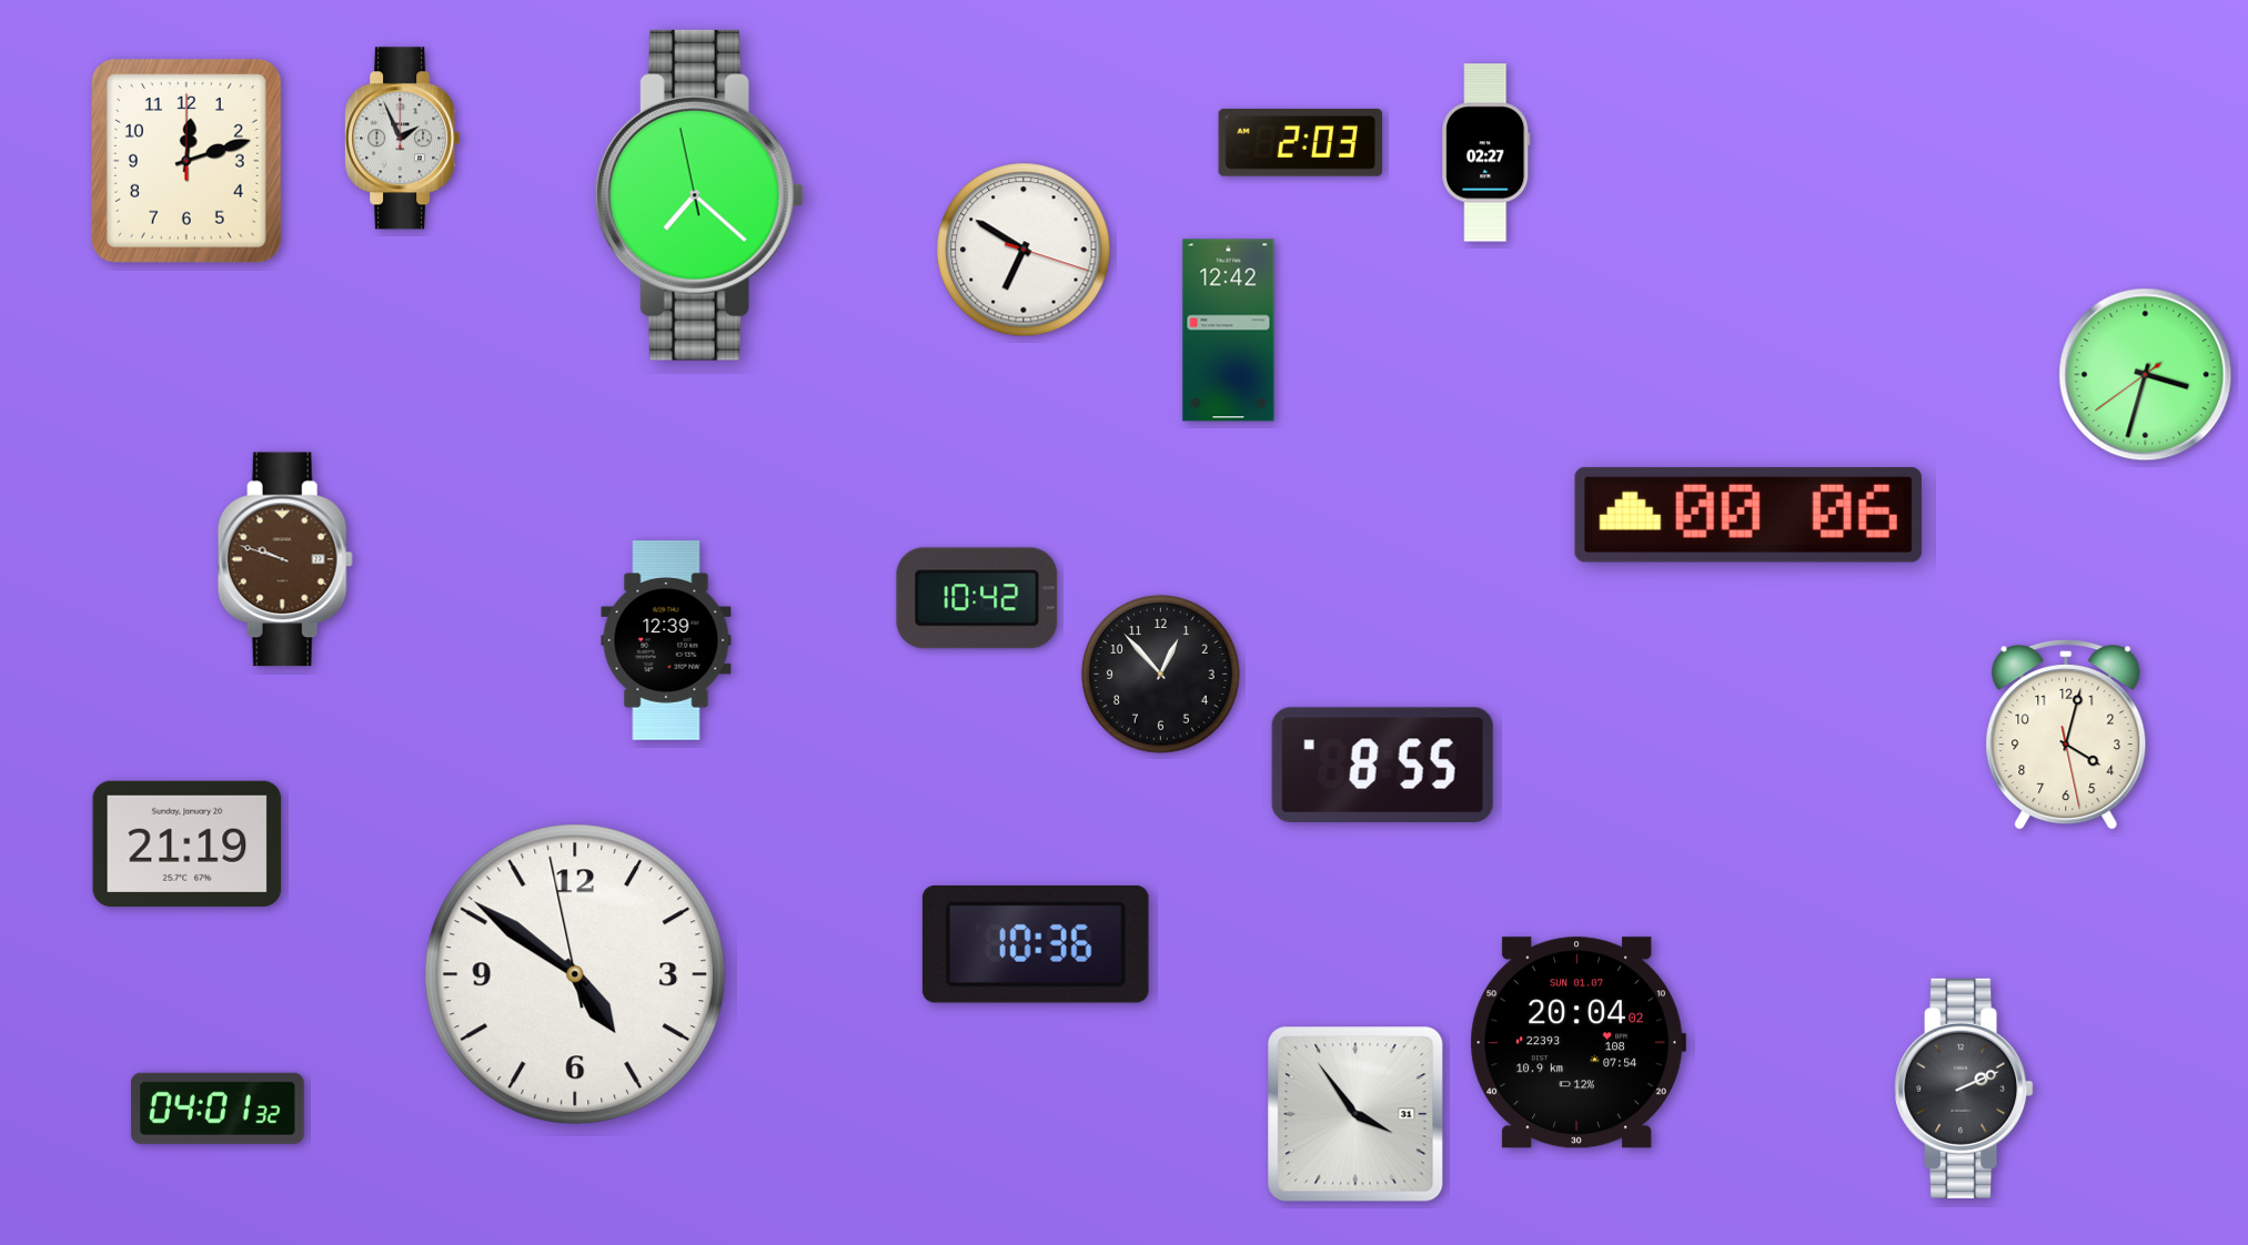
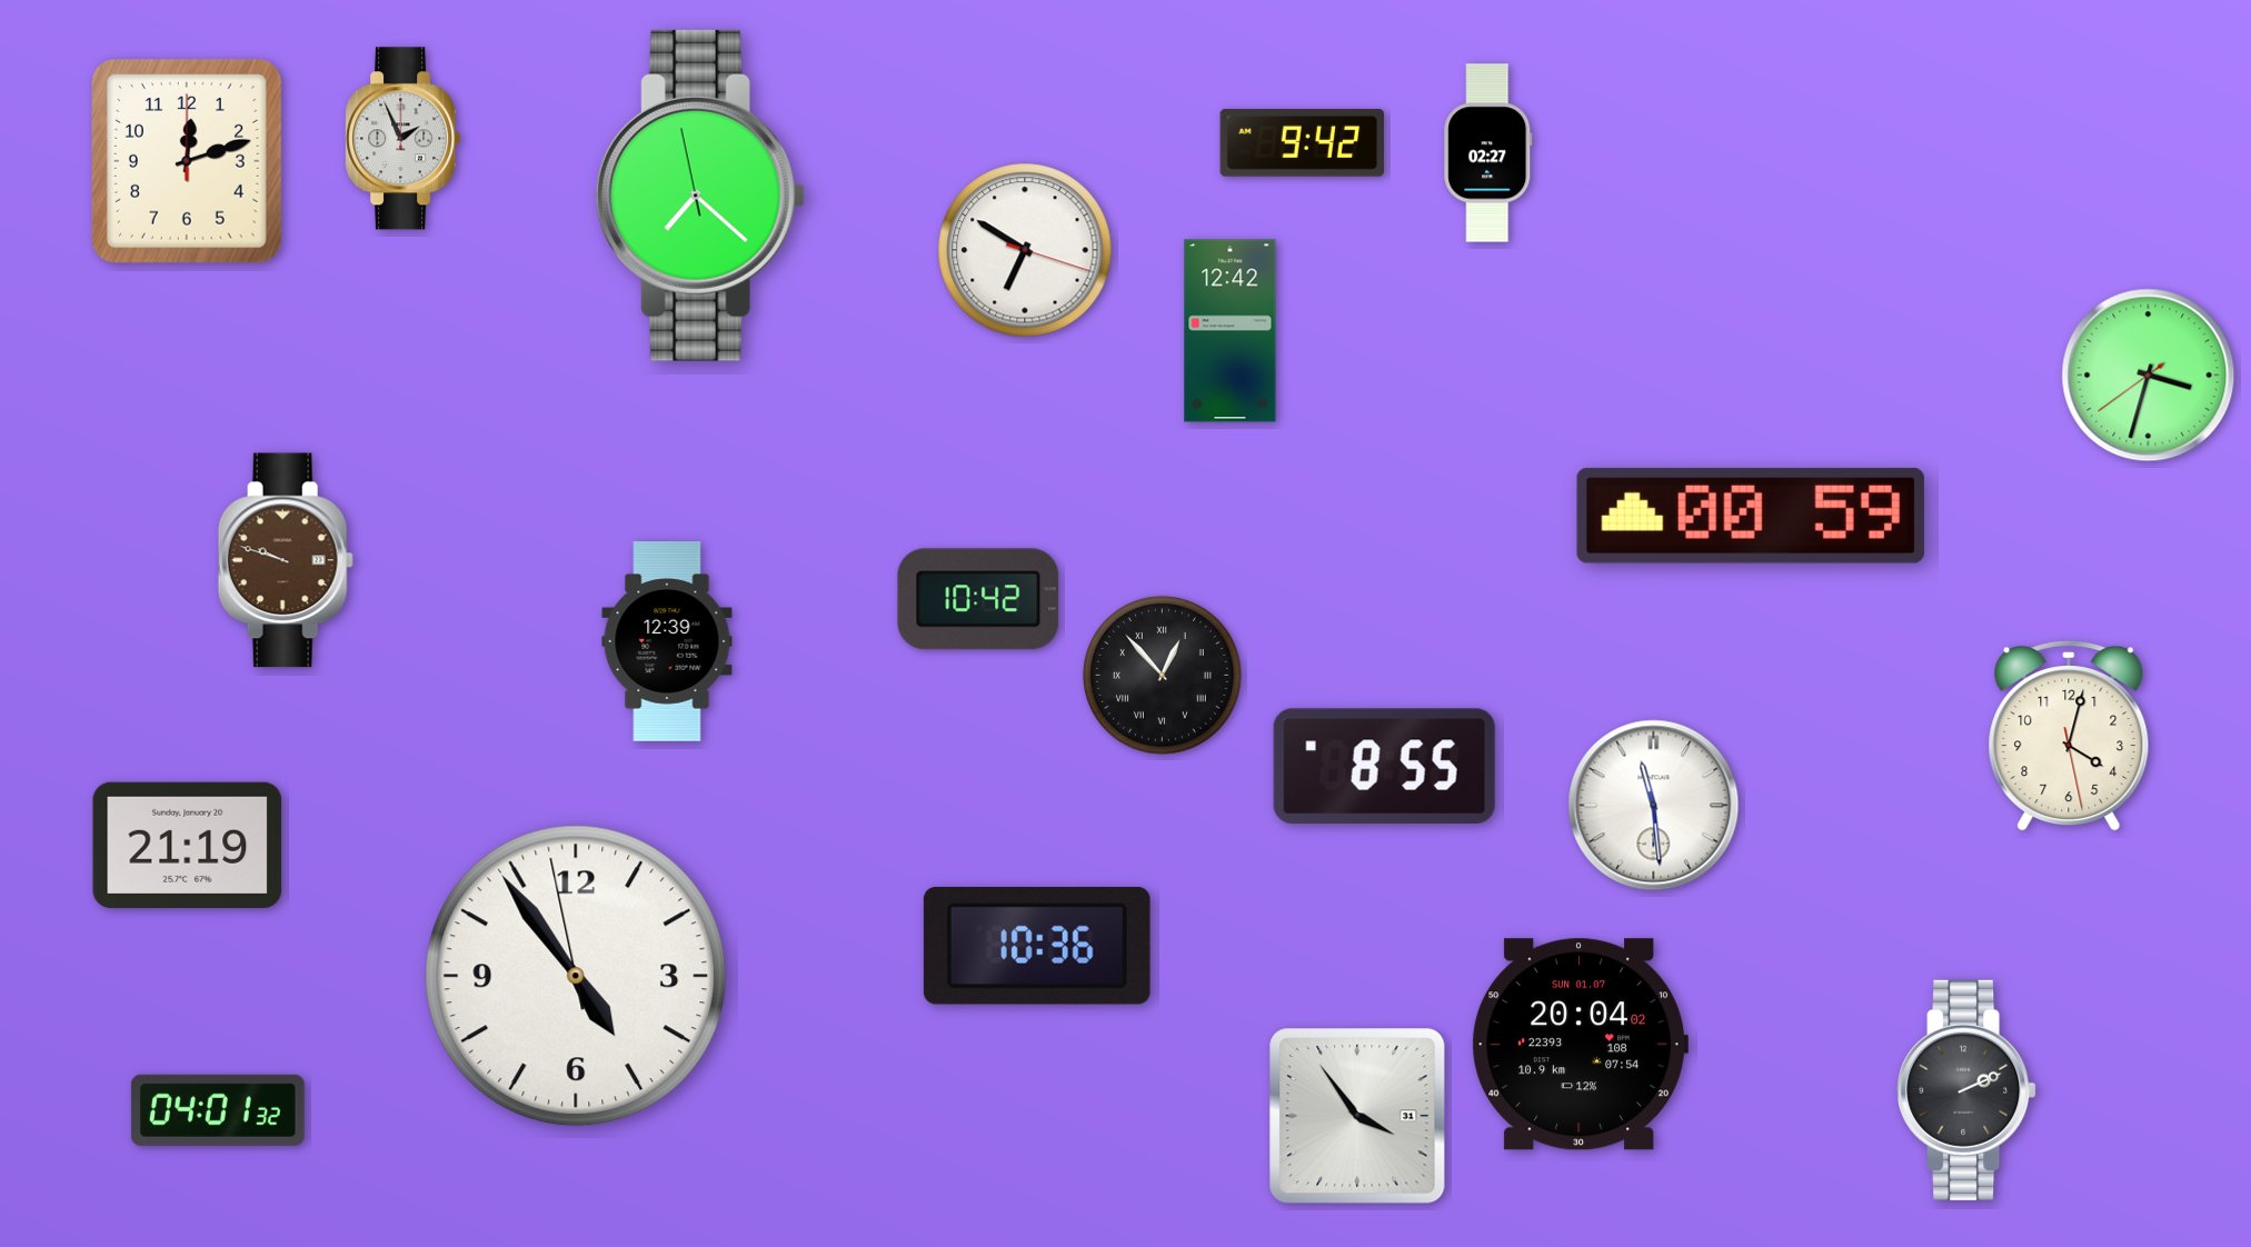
clock at (1301, 142): 2:03 -> 9:42
clock at (1748, 515): 00:06 -> 00:59
clock at (1160, 674) numerals: Arabic -> Roman
clock at (1654, 806): none -> 11:29
clock at (575, 974): 4:50 -> 4:53
